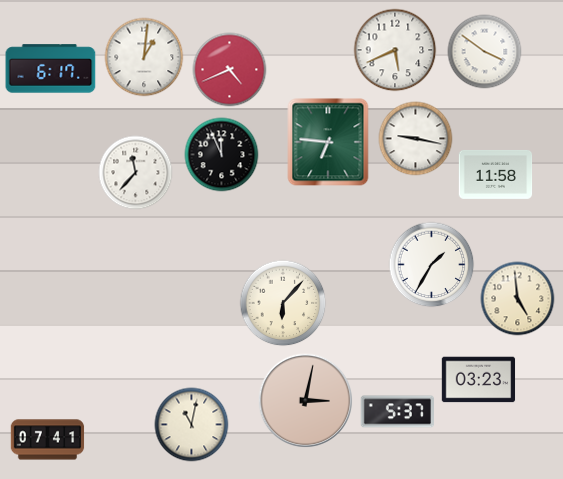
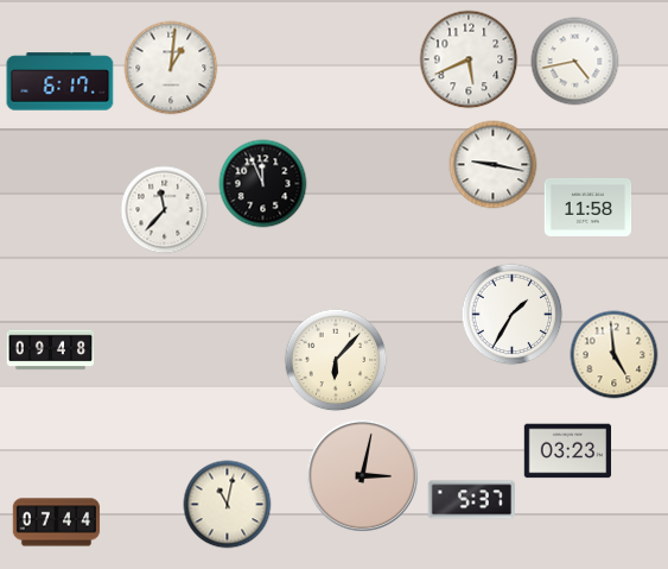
clock at (485, 52): 3:51 -> 4:43
clock at (230, 70): 4:41 -> none
clock at (328, 142): 6:46 -> none
clock at (136, 173) position: (136, 173) -> (165, 210)
clock at (51, 350): none -> 09:48
clock at (397, 412) position: (397, 412) -> (471, 500)
clock at (48, 440): 07:41 -> 07:44
